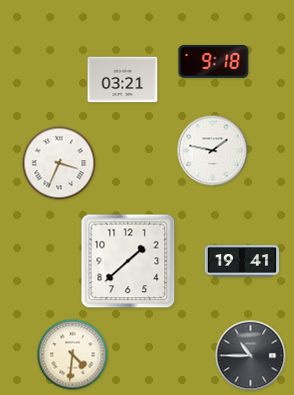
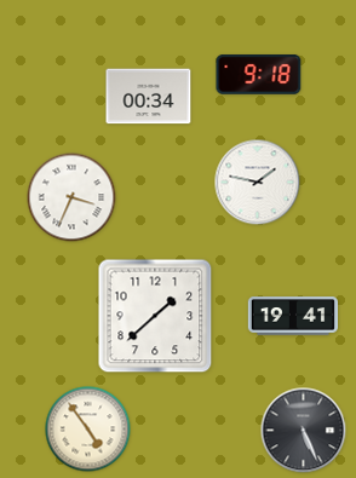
clock at (123, 80): 03:21 -> 00:34
clock at (73, 355): 4:31 -> 4:54
clock at (251, 356): 10:45 -> 5:26
